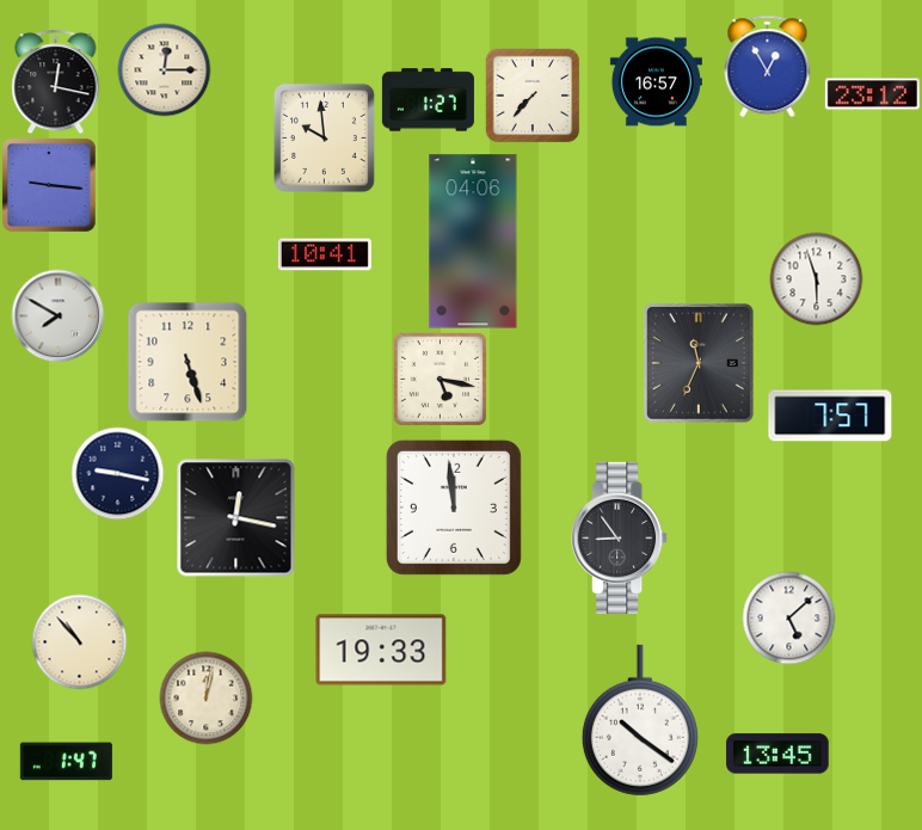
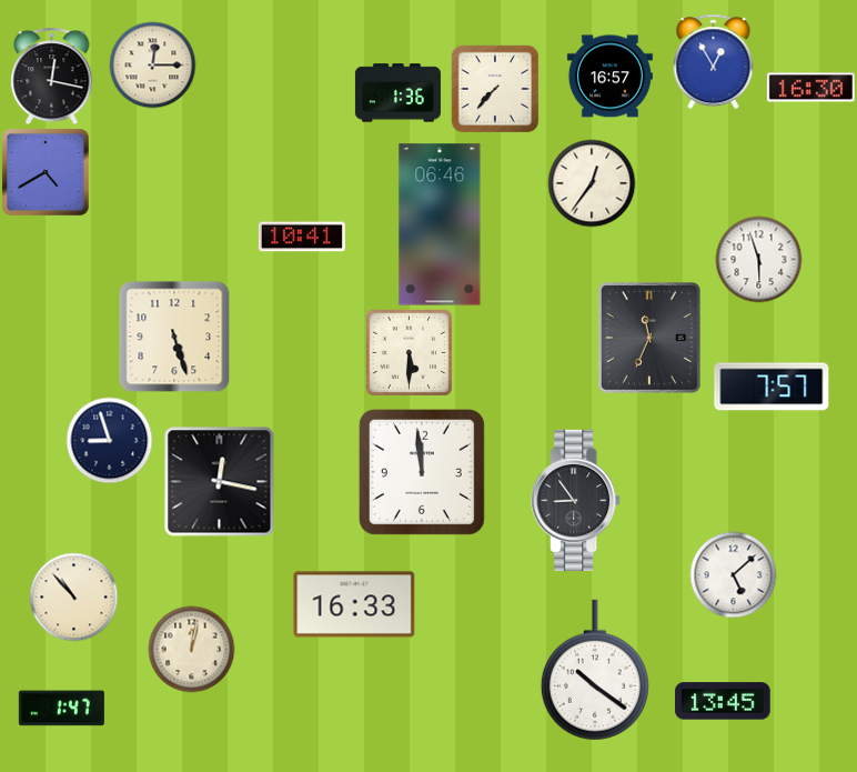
clock at (872, 94): 23:12 -> 16:30
clock at (428, 100): 1:27 -> 1:36
clock at (324, 137): 9:59 -> none
clock at (49, 185): 9:16 -> 4:40
clock at (592, 183): none -> 12:36
clock at (473, 241): 04:06 -> 06:46
clock at (57, 315): 7:50 -> none
clock at (440, 379): 5:17 -> 5:30
clock at (117, 473): 9:17 -> 8:57
clock at (381, 650): 19:33 -> 16:33
